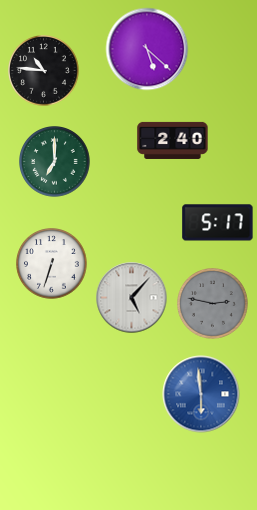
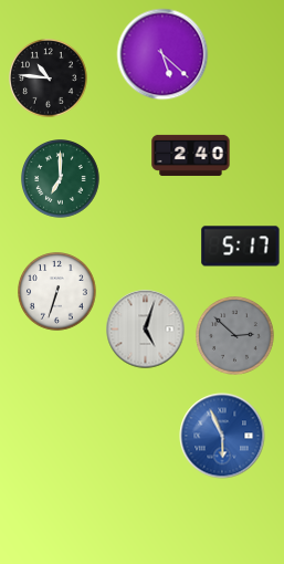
clock at (132, 298): 5:07 -> 5:03
clock at (213, 304): 2:47 -> 2:52
clock at (201, 394): 5:59 -> 5:56
